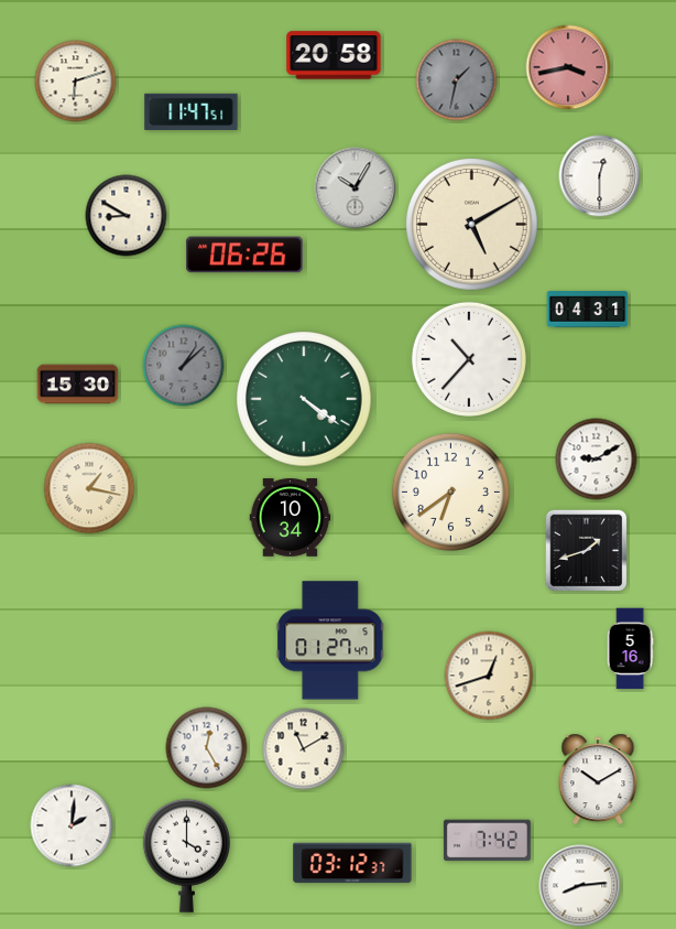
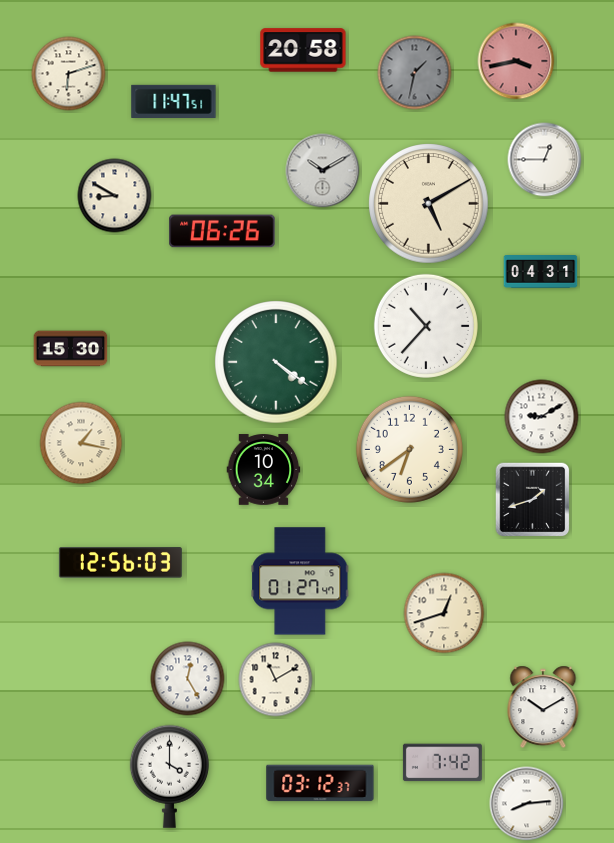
clock at (600, 176): 12:30 -> 12:45
clock at (356, 188): 10:05 -> 10:10
clock at (588, 310) position: (588, 310) -> (541, 272)
clock at (184, 366): 1:08 -> none
clock at (450, 491) position: (450, 491) -> (409, 449)
clock at (120, 563): none -> 12:56
clock at (630, 649): 5:16 -> none
clock at (72, 825): 2:01 -> none
